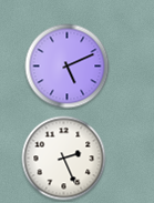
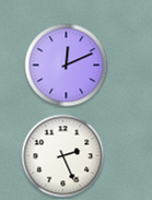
clock at (68, 67): 5:11 -> 12:11
